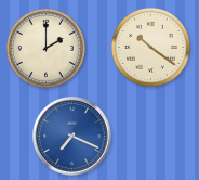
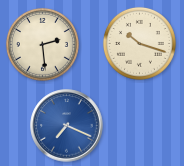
clock at (150, 47): 10:21 -> 10:18
clock at (45, 48): 2:00 -> 2:29
